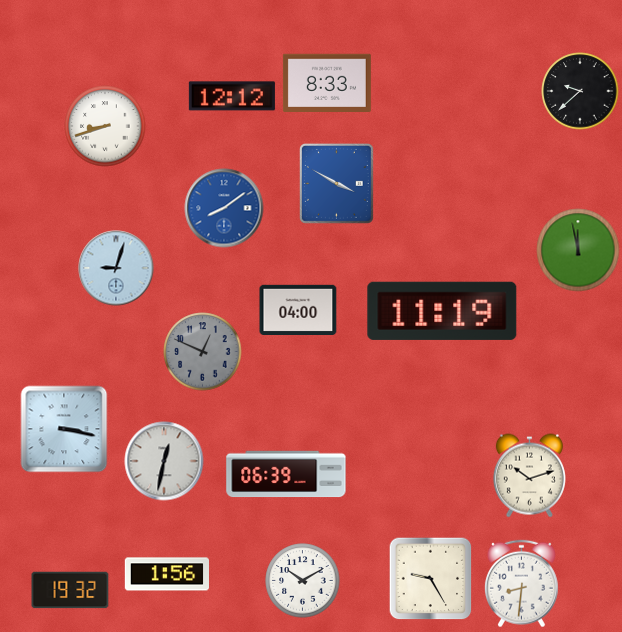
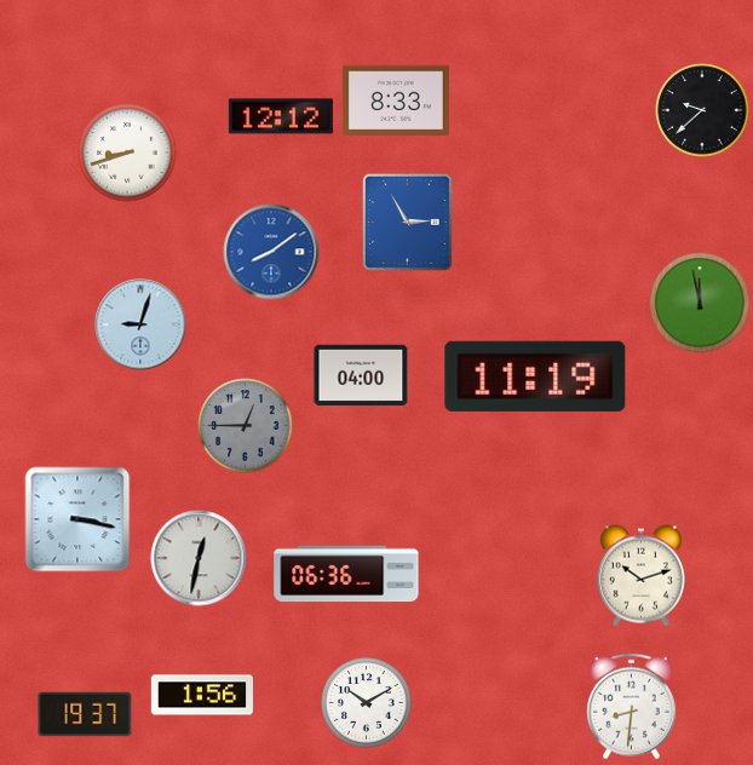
clock at (336, 183): 3:50 -> 2:55
clock at (203, 352): 12:49 -> 12:45
clock at (286, 474): 06:39 -> 06:36
clock at (431, 579): 9:25 -> none
clock at (70, 590): 19:32 -> 19:37
